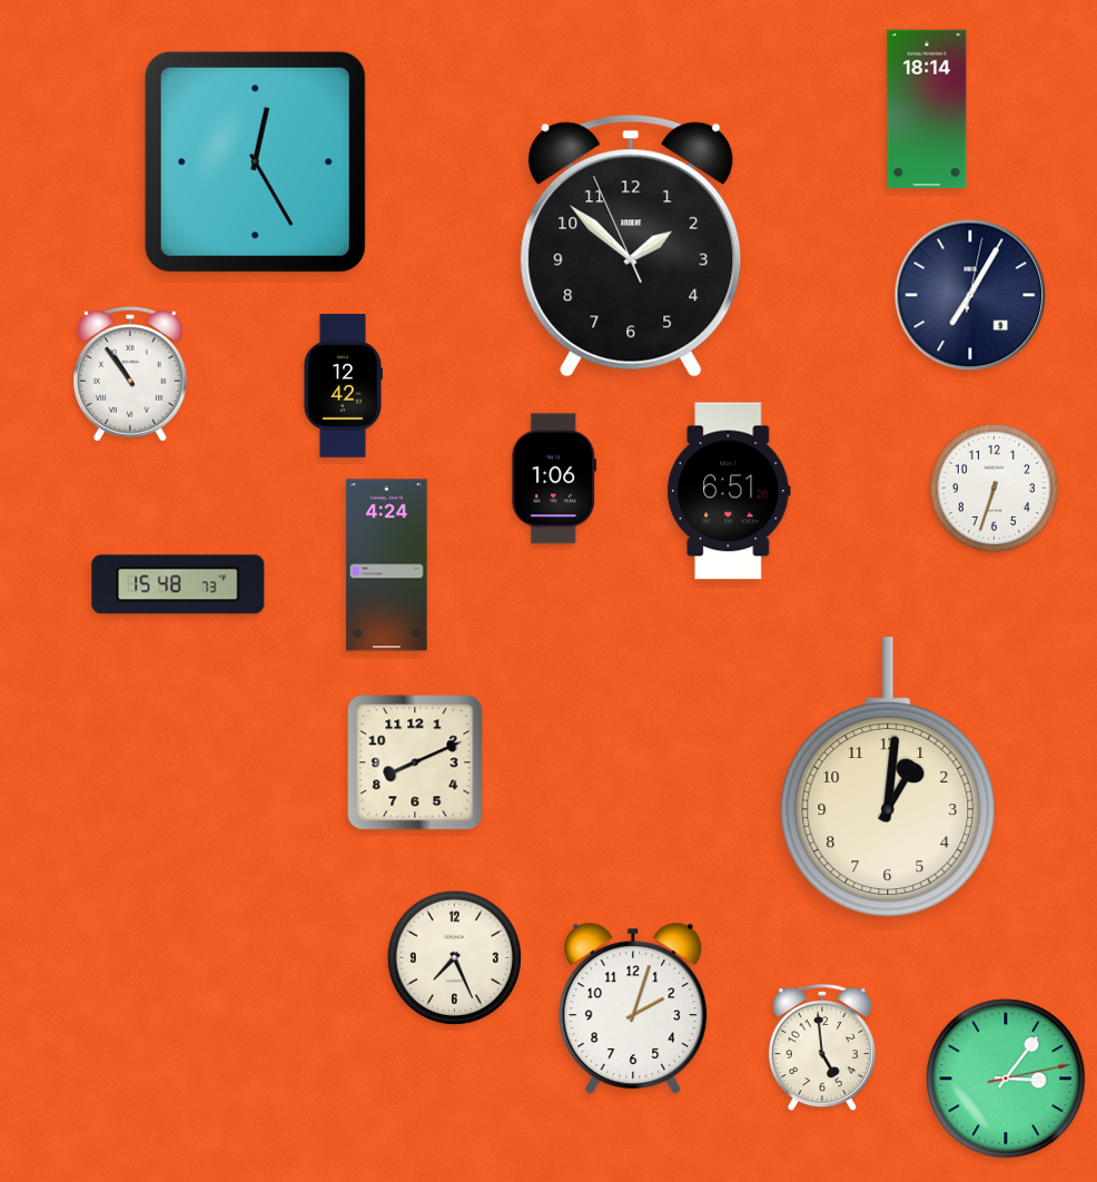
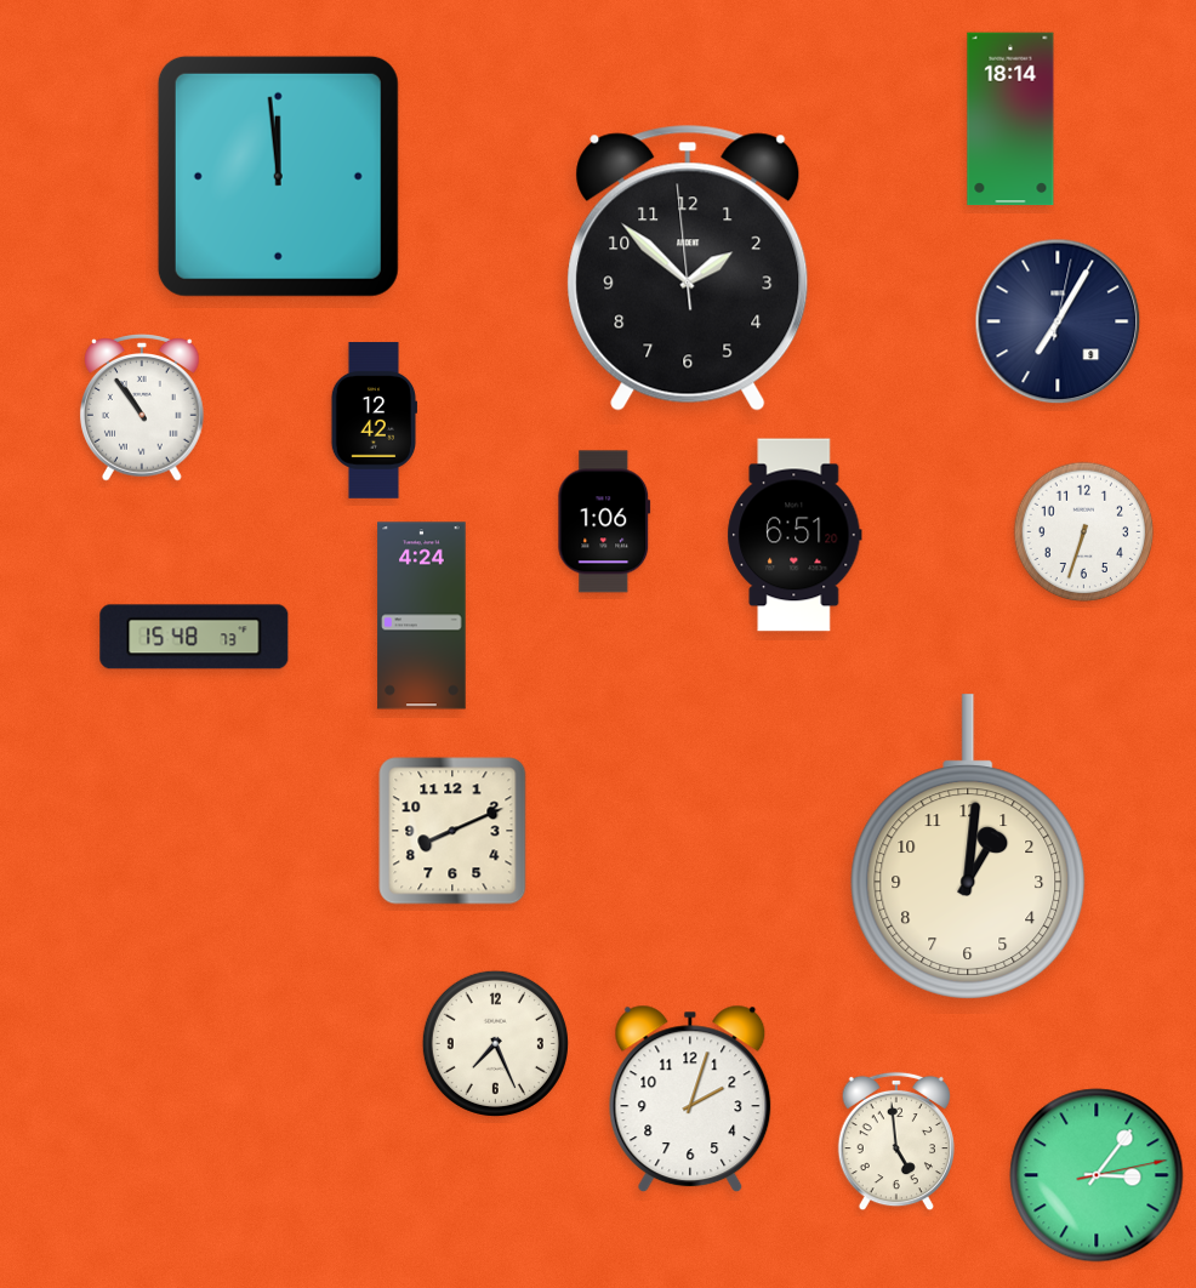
clock at (255, 161): 12:25 -> 11:59
clock at (631, 246): 1:51:56 -> 1:51:59
